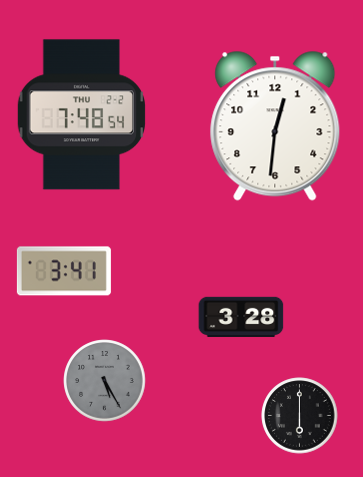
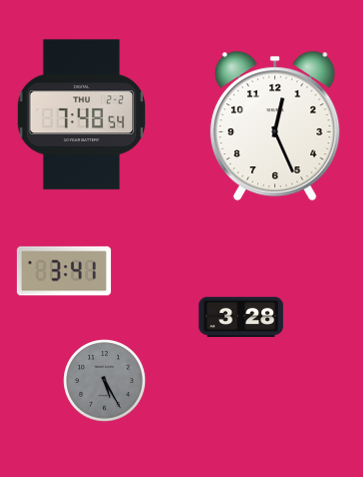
clock at (275, 126): 12:31 -> 12:26
clock at (300, 416): 6:00 -> none
